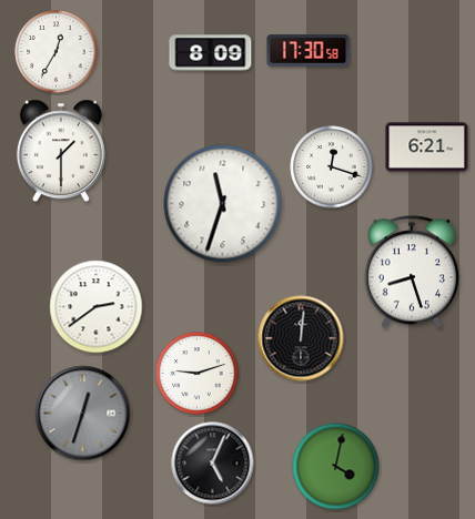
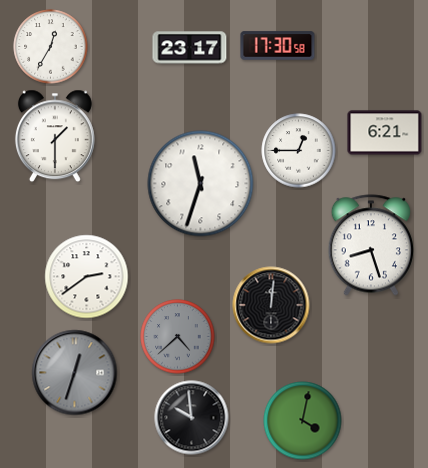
clock at (211, 53): 8:09 -> 23:17
clock at (332, 167): 12:18 -> 12:45
clock at (198, 374): 9:12 -> 4:38
clock at (198, 374) dial: white -> grey
clock at (213, 464): 5:04 -> 9:59
